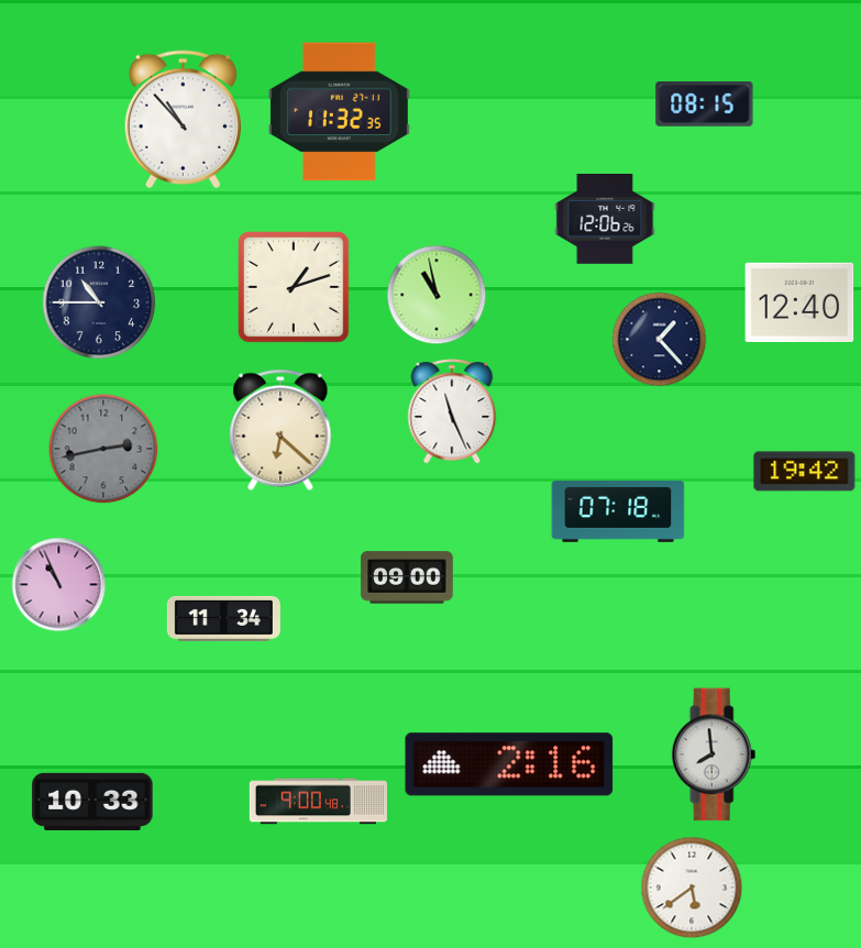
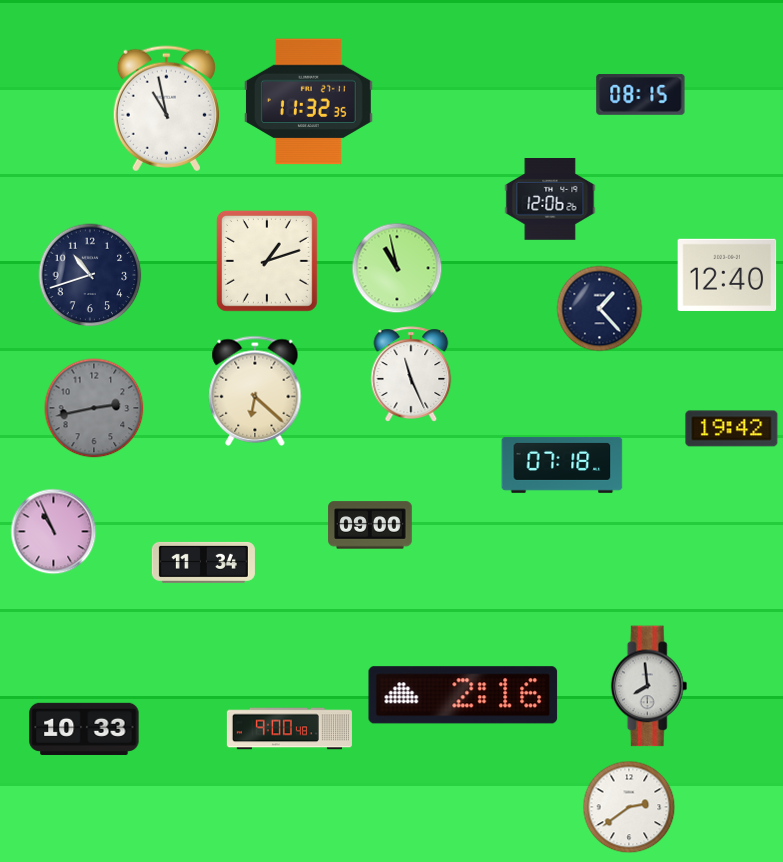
clock at (183, 120): 10:53 -> 10:58
clock at (99, 302): 10:45 -> 10:42
clock at (692, 888): 5:39 -> 2:39
